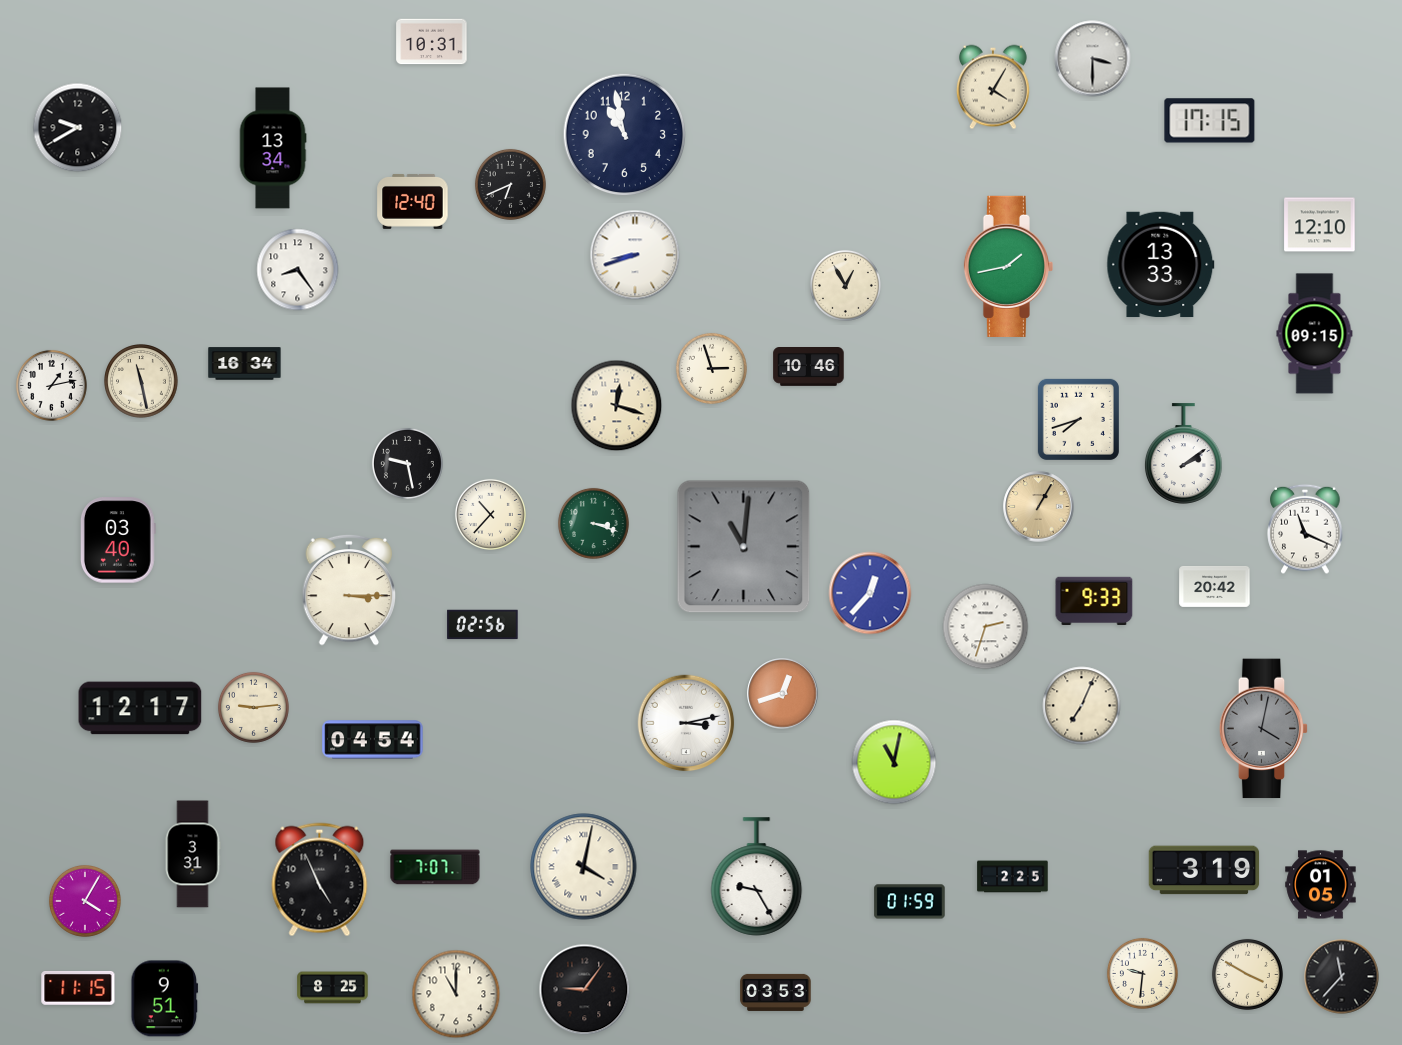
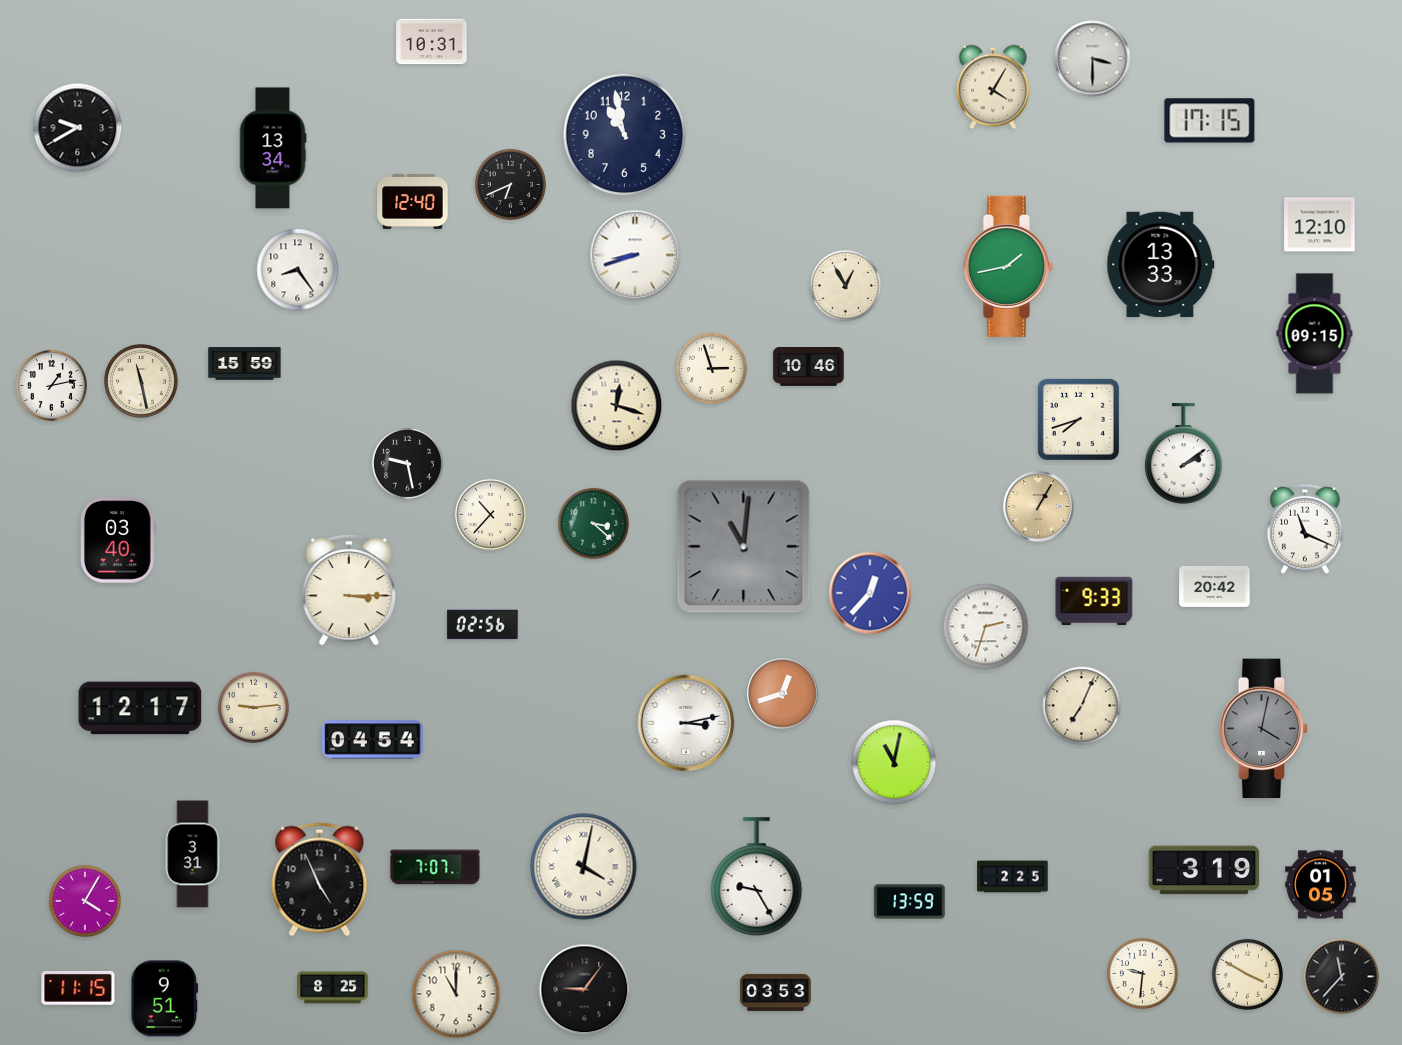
clock at (245, 364): 16:34 -> 15:59
clock at (593, 523): 3:18 -> 3:22
clock at (910, 902): 01:59 -> 13:59
